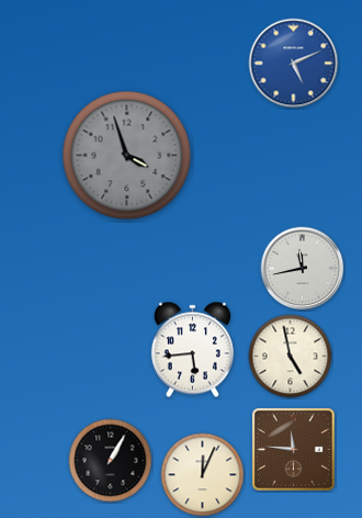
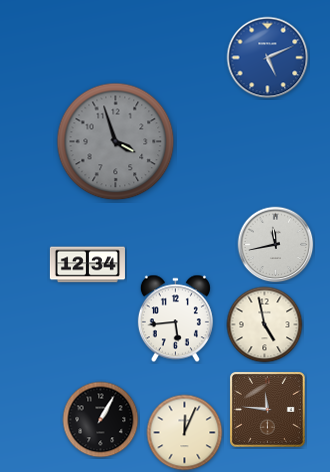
clock at (87, 265): none -> 12:34
